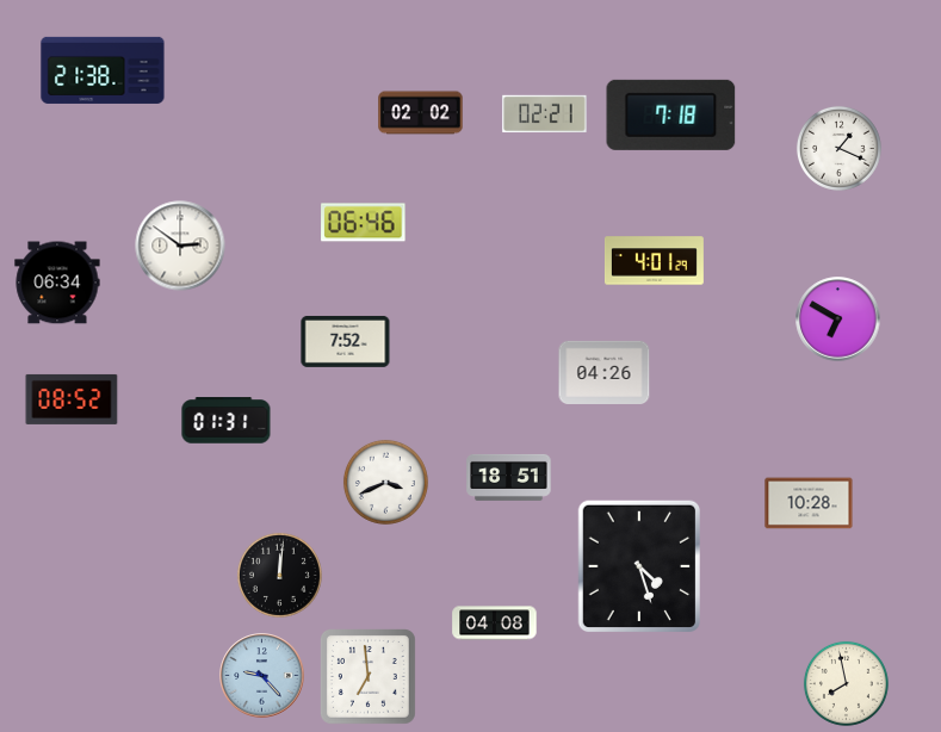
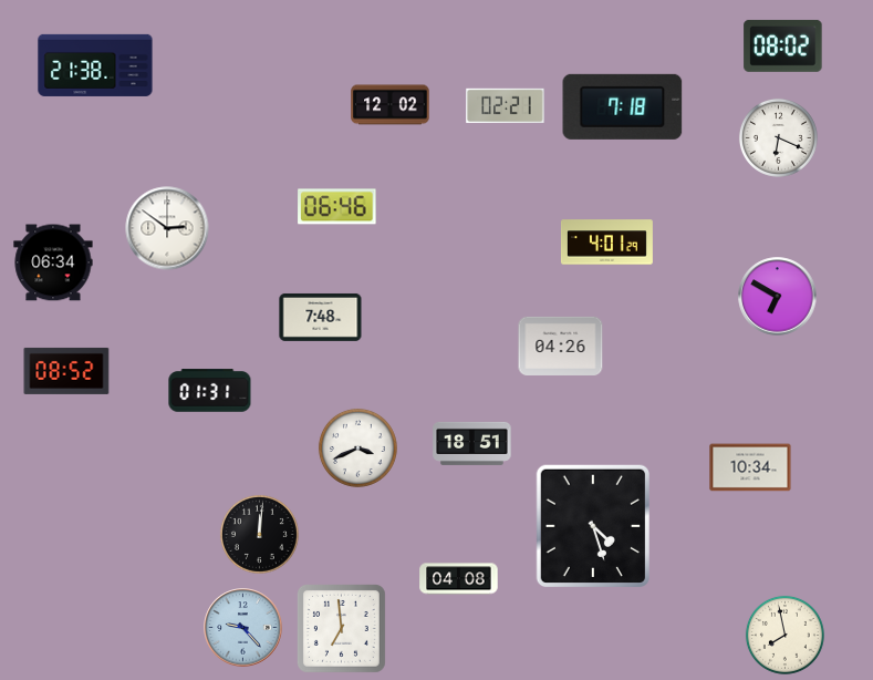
clock at (783, 45): none -> 08:02
clock at (421, 113): 02:02 -> 12:02
clock at (838, 148): 1:19 -> 6:19
clock at (346, 341): 7:52 -> 7:48
clock at (809, 503): 10:28 -> 10:34
